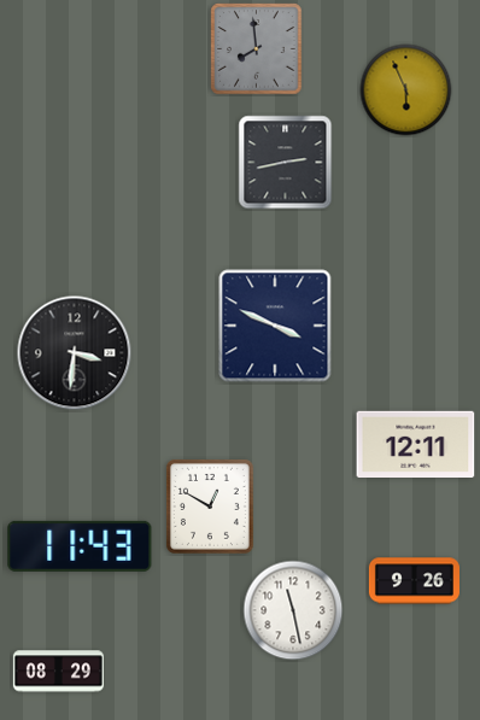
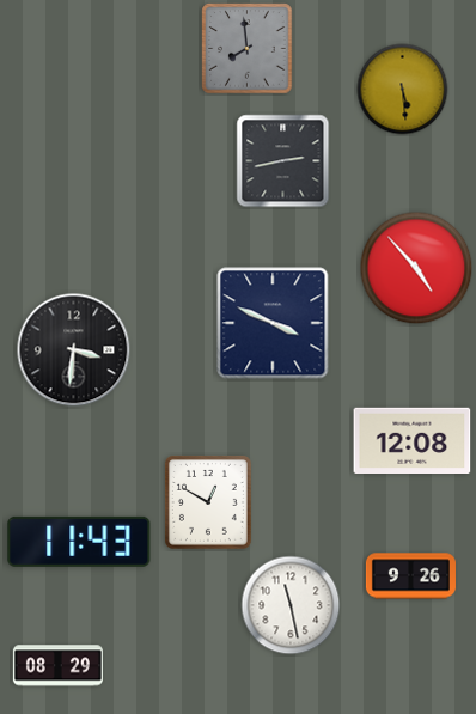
clock at (257, 49) position: (257, 49) -> (248, 49)
clock at (406, 90): 5:56 -> 5:29
clock at (416, 268): none -> 4:53
clock at (416, 444): 12:11 -> 12:08
